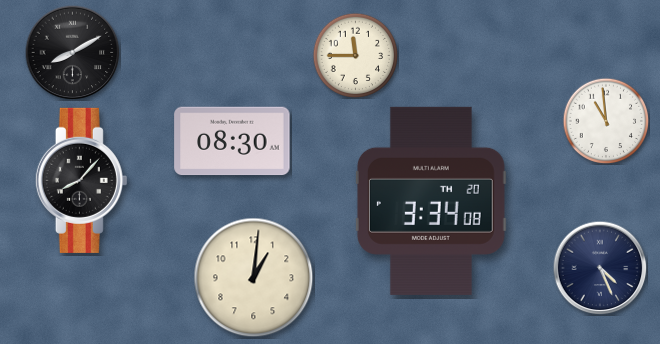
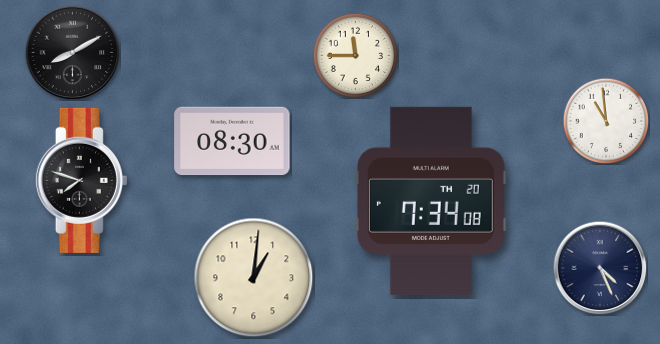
clock at (81, 180): 8:07 -> 7:48
clock at (431, 201): 3:34 -> 7:34
